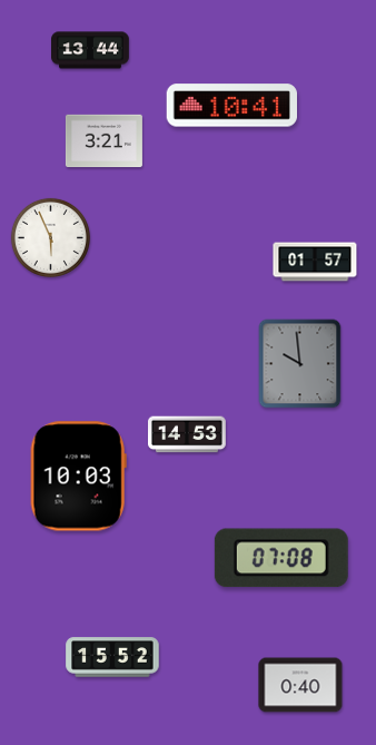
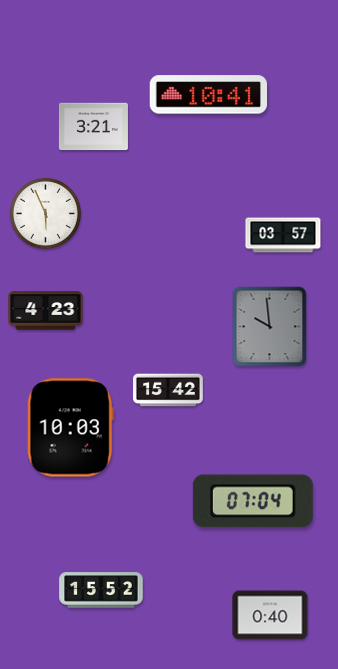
clock at (91, 50): 13:44 -> none
clock at (315, 262): 01:57 -> 03:57
clock at (46, 311): none -> 4:23
clock at (188, 434): 14:53 -> 15:42
clock at (281, 558): 07:08 -> 07:04
